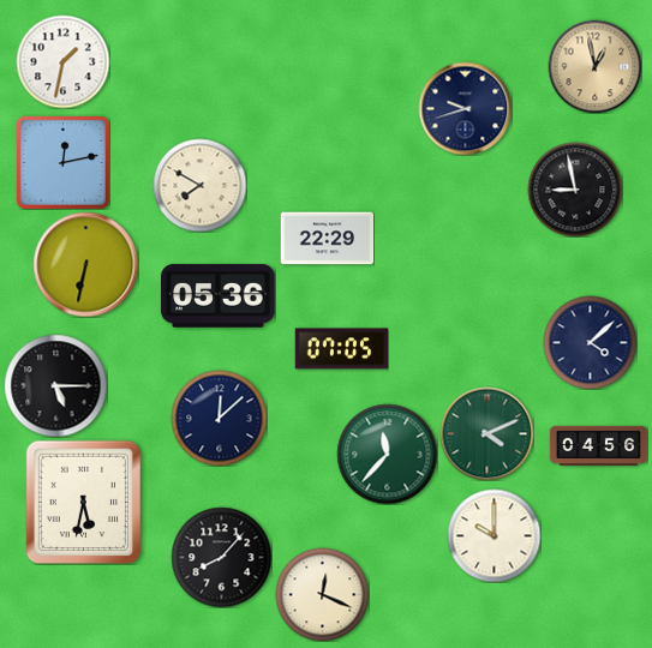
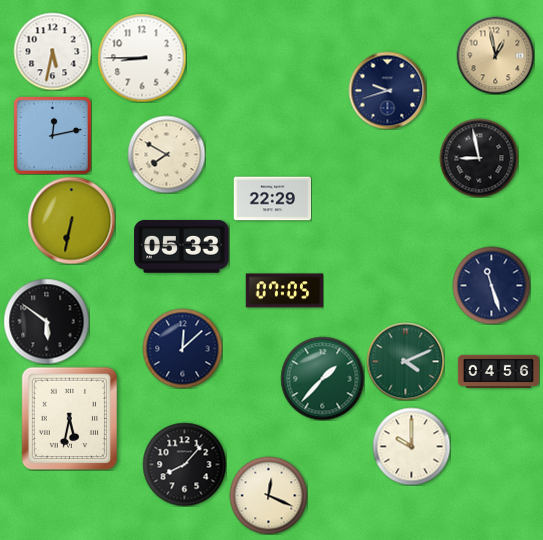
clock at (62, 61): 1:32 -> 5:32
clock at (142, 58): none -> 8:45
clock at (219, 296): 05:36 -> 05:33
clock at (590, 342): 4:08 -> 11:27
clock at (55, 385): 5:15 -> 5:51
clock at (387, 454): 11:37 -> 1:37
